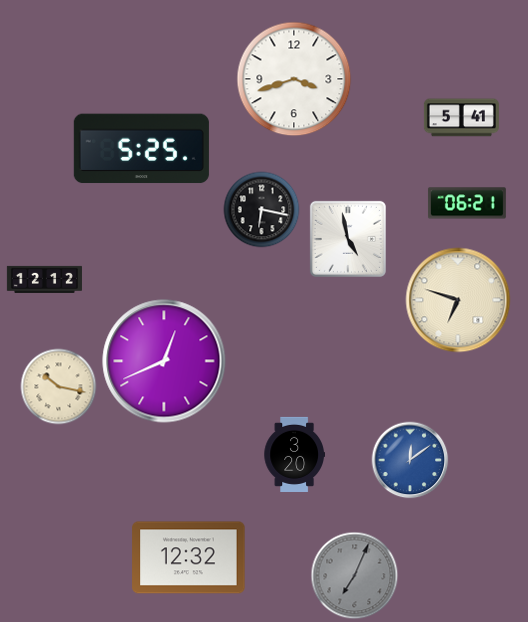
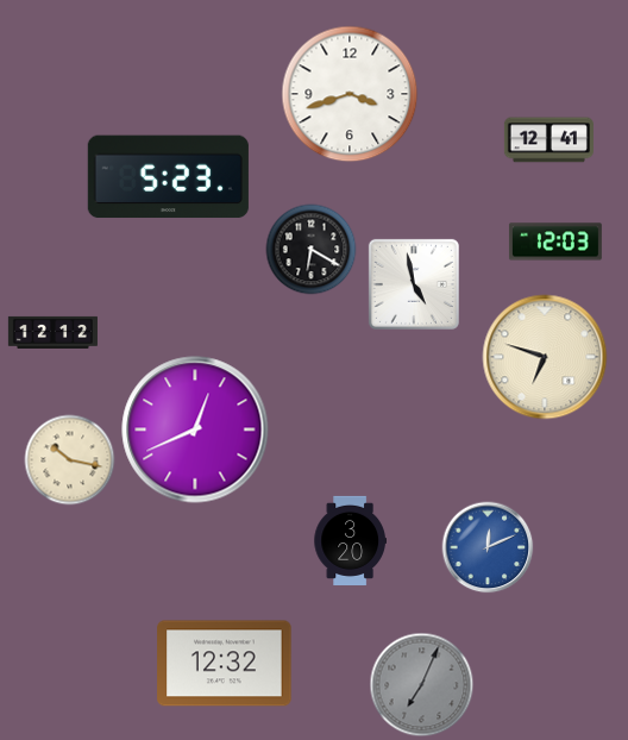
clock at (461, 118): 5:41 -> 12:41
clock at (141, 149): 5:25 -> 5:23
clock at (467, 203): 06:21 -> 12:03
clock at (262, 210): 6:17 -> 6:20
clock at (410, 460): 12:09 -> 12:11
